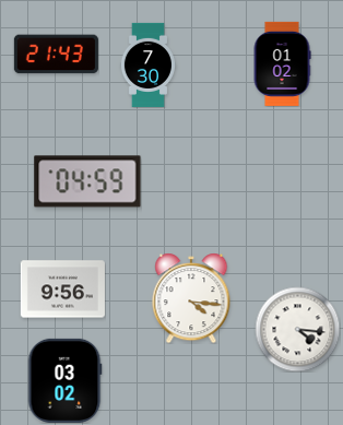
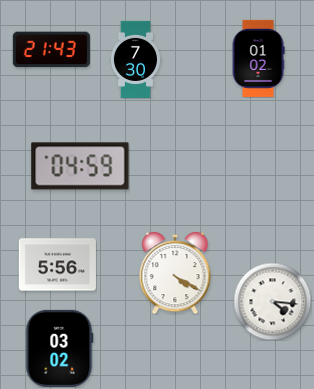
clock at (62, 290): 9:56 -> 5:56
clock at (191, 298): 4:16 -> 4:20
